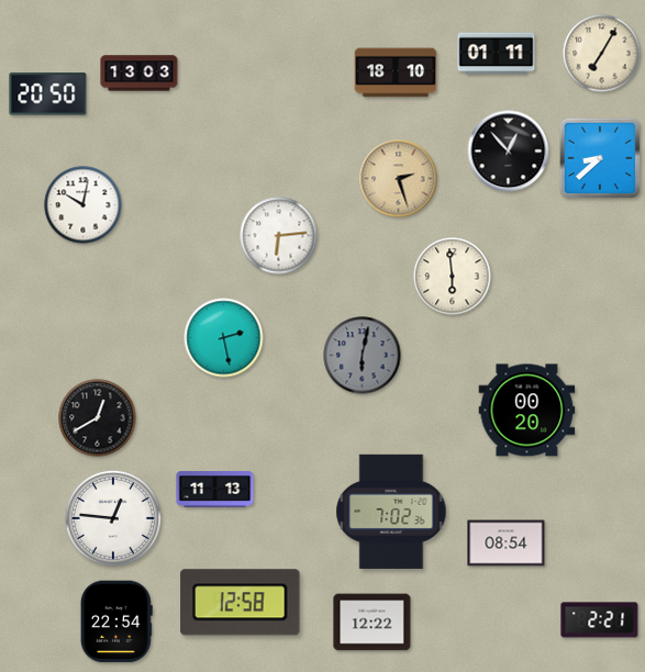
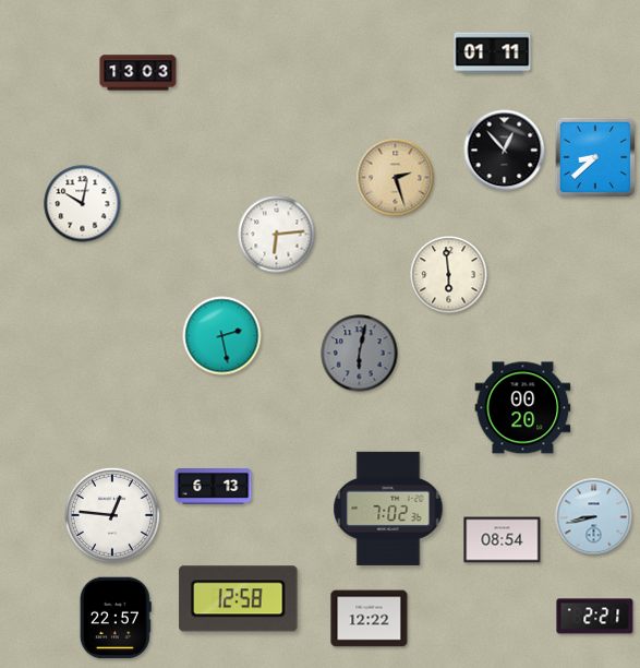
clock at (602, 54): 7:05 -> none
clock at (396, 72): 18:10 -> none
clock at (48, 94): 20:50 -> none
clock at (98, 418): 12:40 -> none
clock at (215, 490): 11:13 -> 6:13
clock at (594, 517): none -> 8:43
clock at (116, 621): 22:54 -> 22:57
